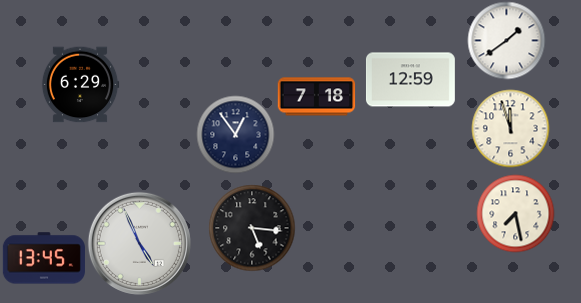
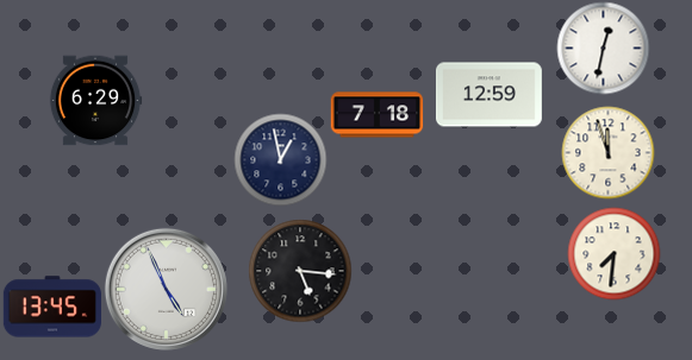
clock at (506, 40): 1:39 -> 12:32
clock at (235, 134): 12:54 -> 12:58
clock at (515, 213): 7:28 -> 7:31
